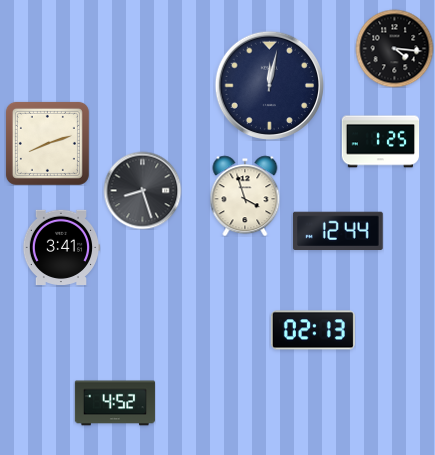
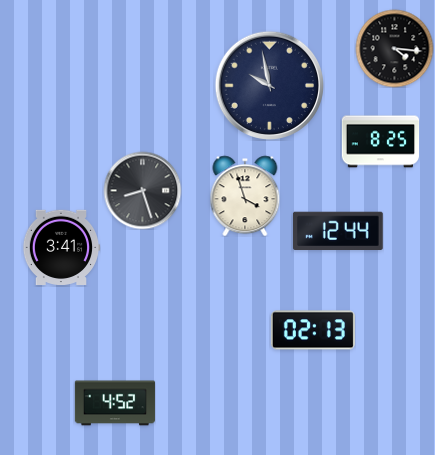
clock at (269, 85): 12:02 -> 9:58
clock at (380, 142): 1:25 -> 8:25
clock at (47, 143): 8:12 -> none
